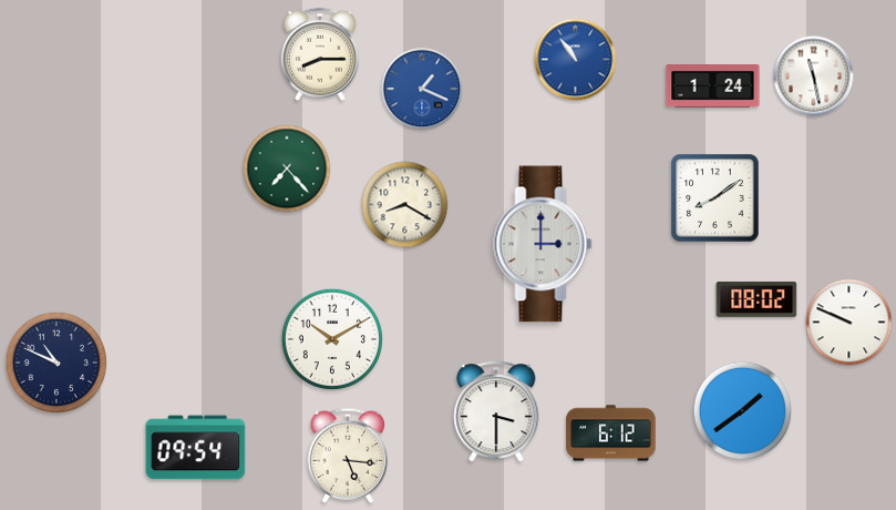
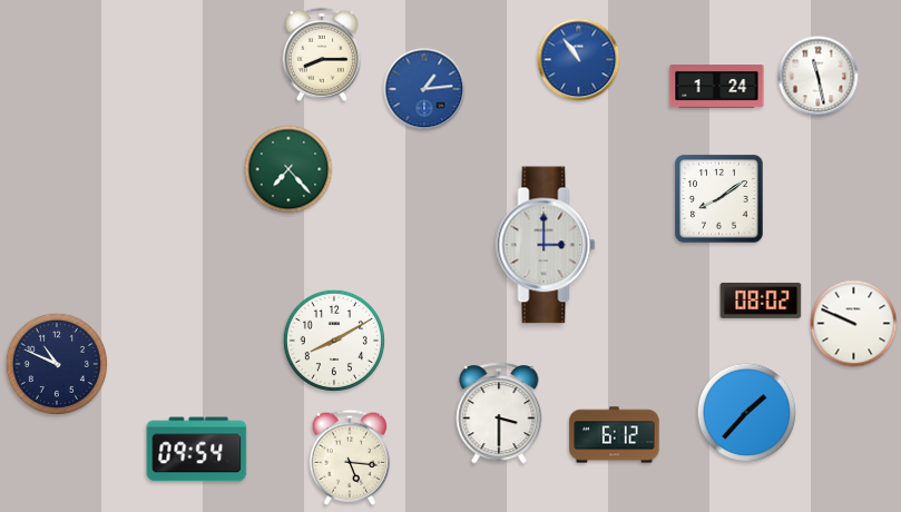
clock at (422, 89): 1:19 -> 1:14
clock at (405, 205): 8:20 -> none
clock at (332, 339): 10:10 -> 8:10
clock at (743, 411): 1:39 -> 1:37
